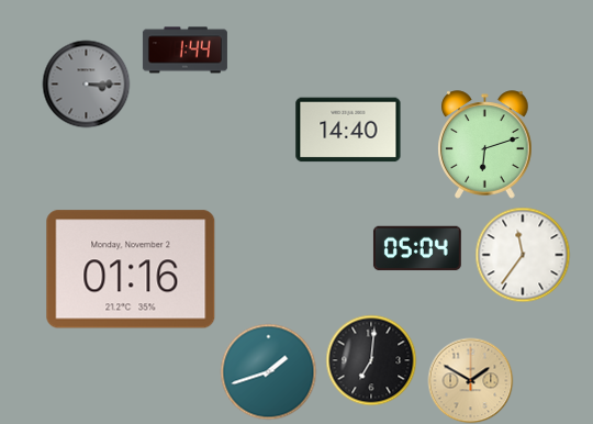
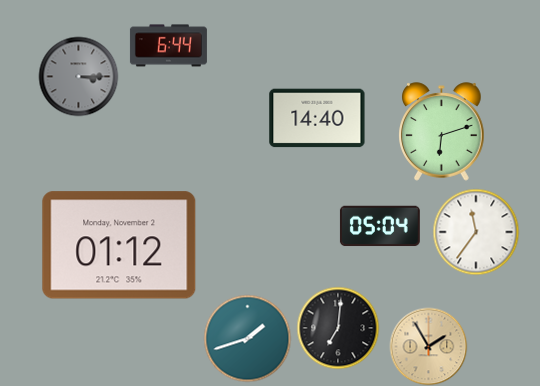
clock at (184, 51): 1:44 -> 6:44
clock at (131, 269): 01:16 -> 01:12
clock at (268, 371) position: (268, 371) -> (247, 338)
clock at (470, 380): 1:50 -> 1:55
